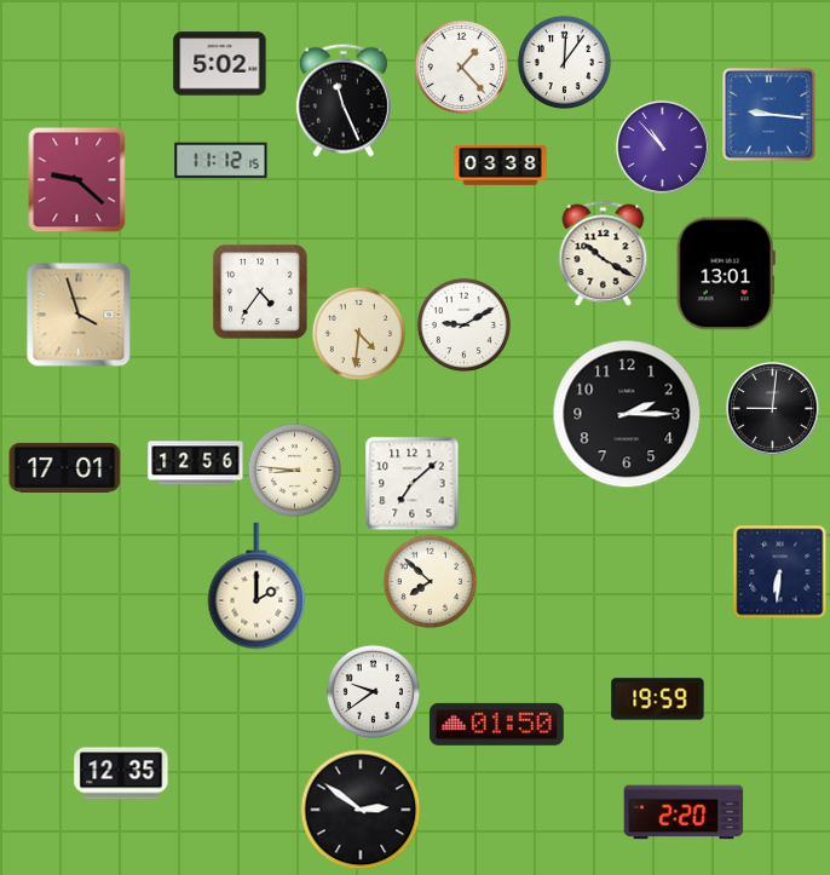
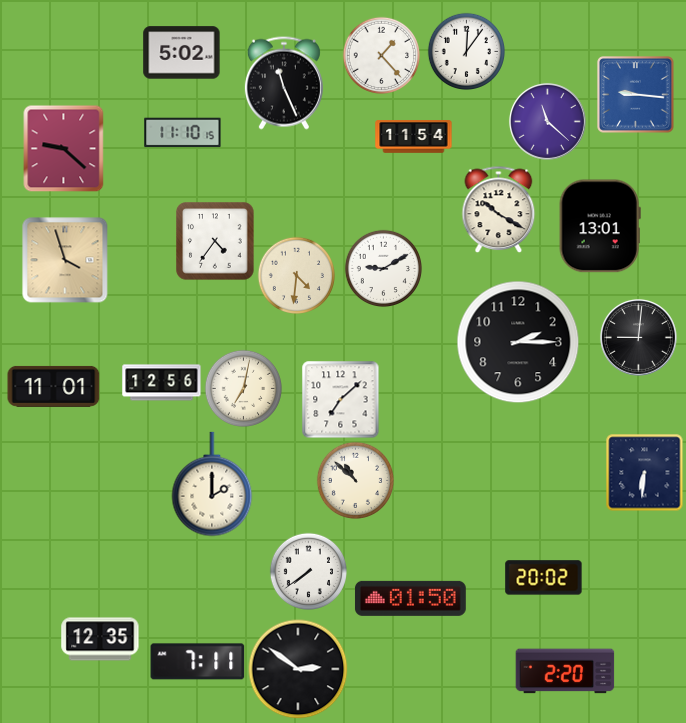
clock at (662, 146): 10:53 -> 11:22
clock at (221, 161): 11:12 -> 11:10
clock at (501, 166): 03:38 -> 11:54
clock at (65, 467): 17:01 -> 11:01
clock at (294, 470): 8:46 -> 7:02
clock at (430, 581): 7:52 -> 10:52
clock at (373, 691): 9:39 -> 7:39
clock at (658, 700): 19:59 -> 20:02
clock at (198, 662): none -> 7:11
